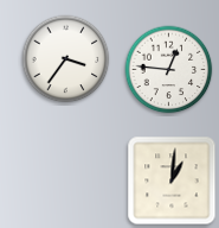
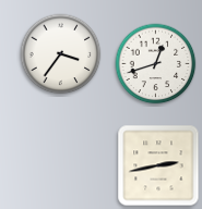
clock at (169, 70): 12:46 -> 12:42
clock at (172, 180): 1:01 -> 2:43
